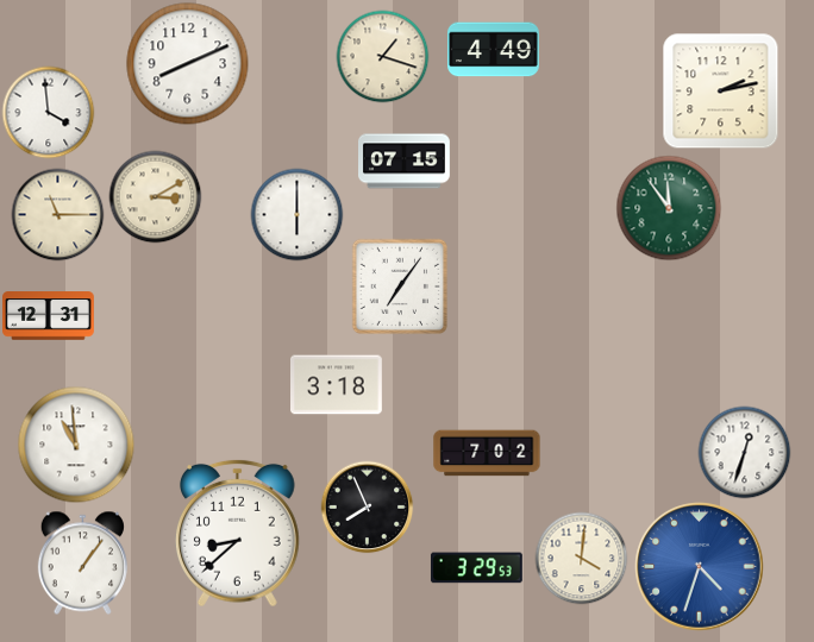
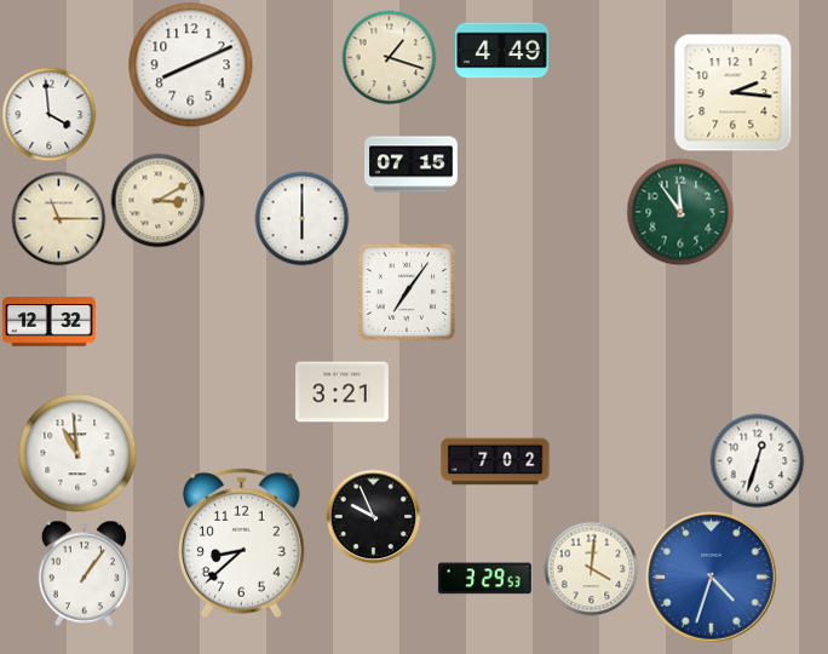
clock at (721, 92): 2:13 -> 2:16
clock at (49, 316): 12:31 -> 12:32
clock at (337, 385): 3:18 -> 3:21
clock at (367, 506): 7:56 -> 9:56
